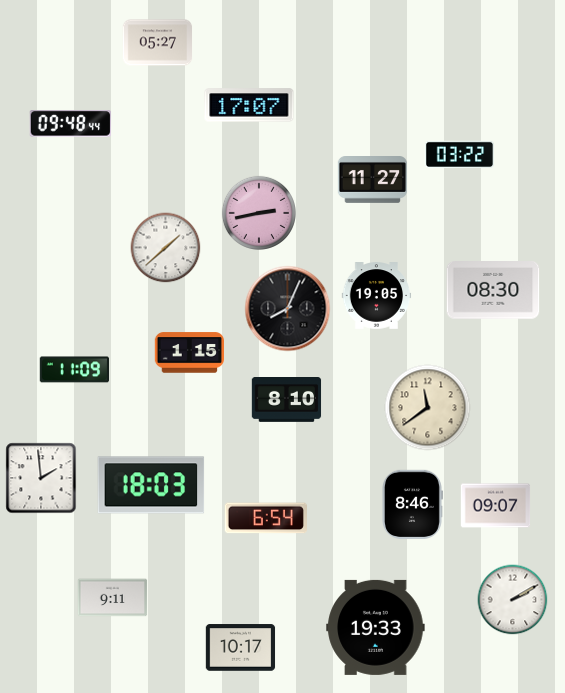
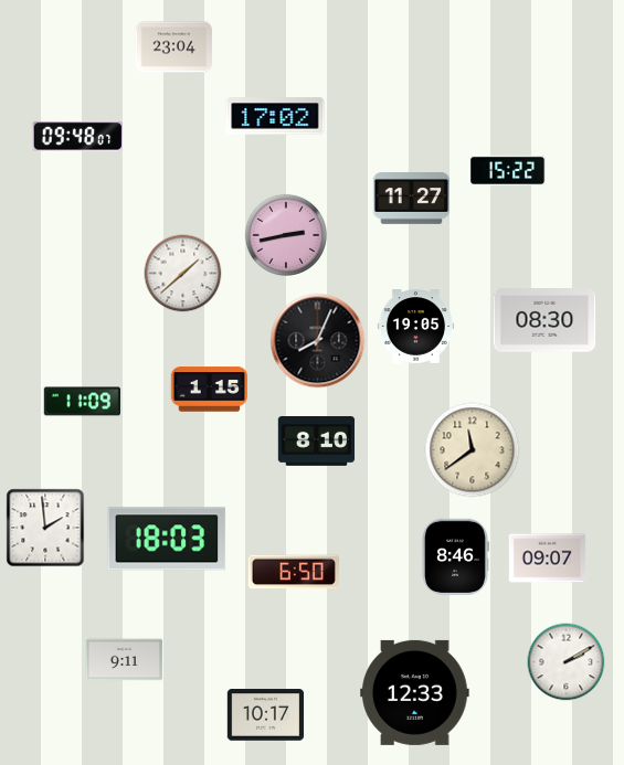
clock at (158, 43): 05:27 -> 23:04
clock at (249, 105): 17:07 -> 17:02
clock at (71, 124): 09:48:44 -> 09:48:07
clock at (460, 155): 03:22 -> 15:22
clock at (74, 370) position: (74, 370) -> (82, 402)
clock at (151, 485) position: (151, 485) -> (167, 539)
clock at (266, 518): 6:54 -> 6:50
clock at (376, 627): 19:33 -> 12:33
